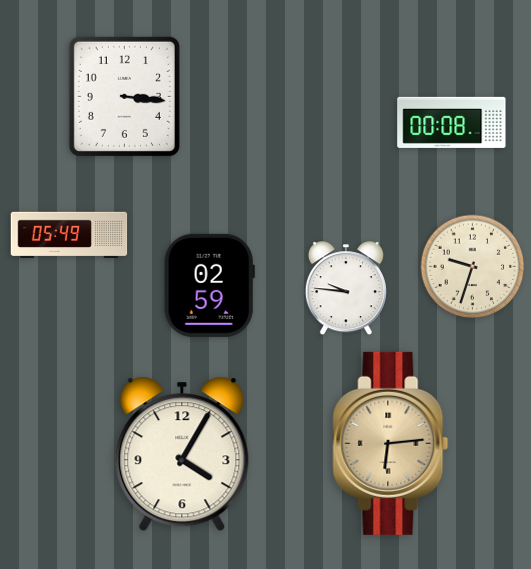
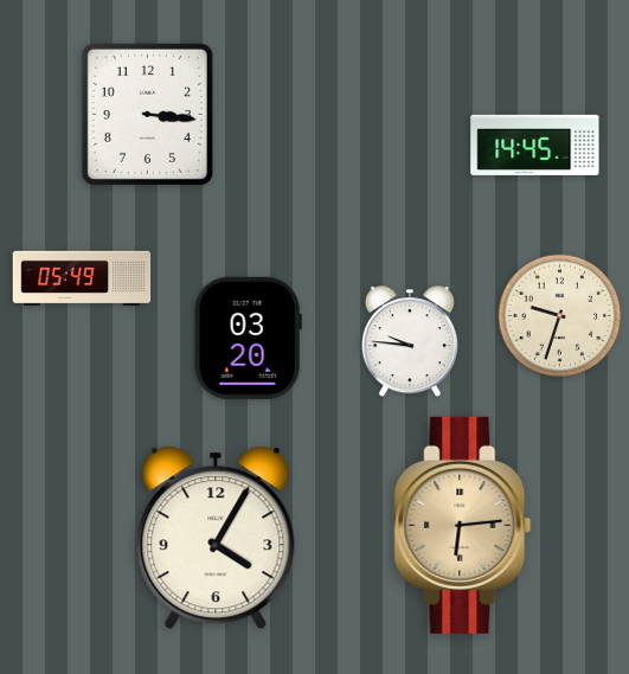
clock at (452, 122): 00:08 -> 14:45
clock at (209, 285): 02:59 -> 03:20
